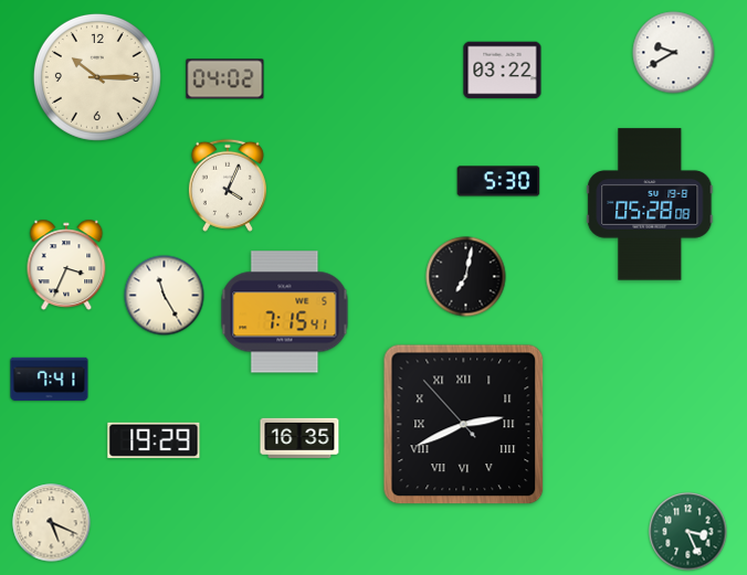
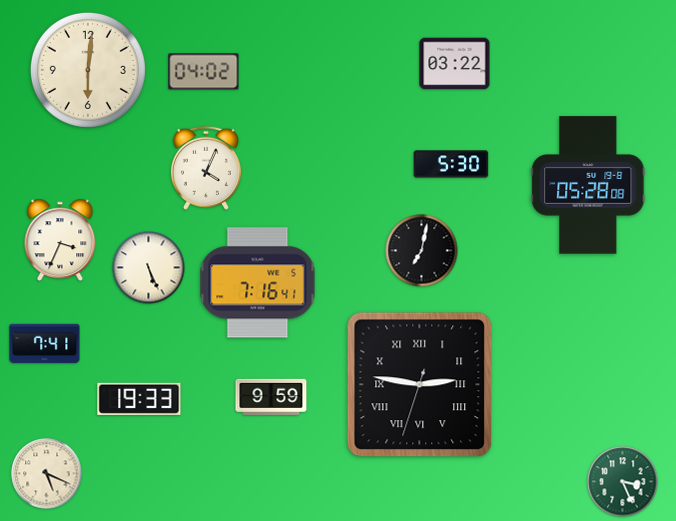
clock at (674, 53): 9:40 -> none
clock at (97, 77): 10:15 -> 6:01
clock at (165, 296): 11:25 -> 5:26
clock at (285, 312): 7:15 -> 7:16
clock at (464, 425): 2:40 -> 2:46
clock at (299, 438): 16:35 -> 9:59
clock at (154, 440): 19:29 -> 19:33
